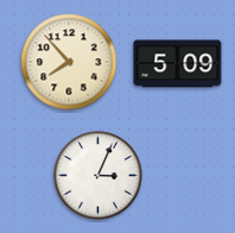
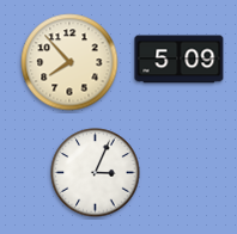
clock at (178, 64) position: (178, 64) -> (180, 60)
clock at (99, 176) position: (99, 176) -> (96, 173)
